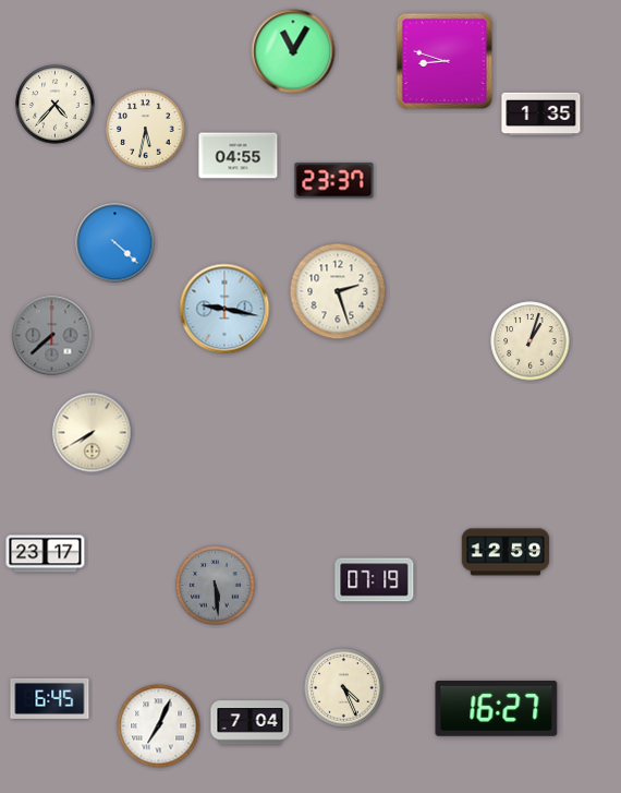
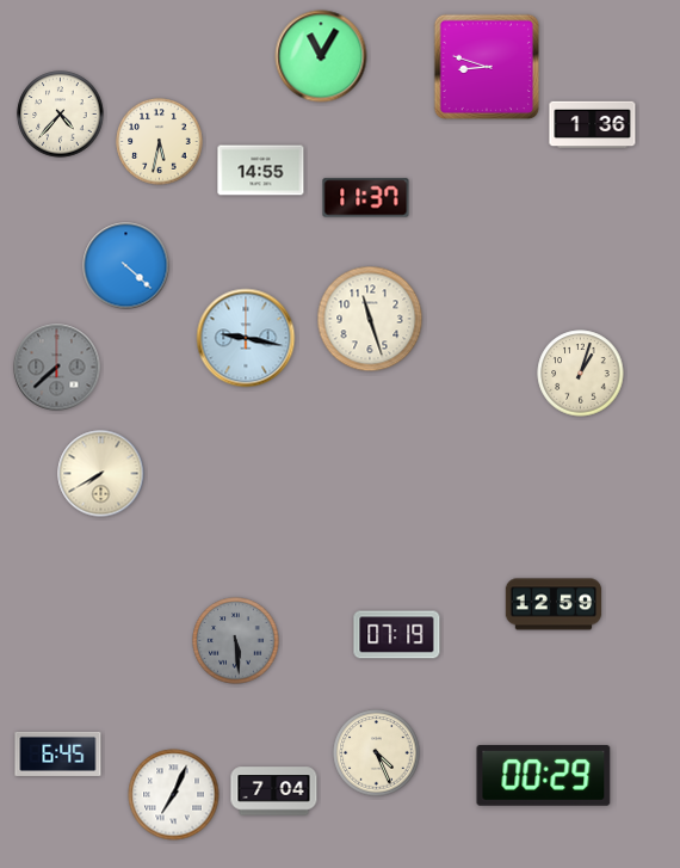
clock at (541, 115): 1:35 -> 1:36
clock at (239, 156): 04:55 -> 14:55
clock at (334, 181): 23:37 -> 11:37
clock at (338, 291): 2:27 -> 11:27
clock at (46, 554): 23:17 -> none
clock at (375, 580) position: (375, 580) -> (397, 635)
clock at (50, 698) position: (50, 698) -> (58, 753)
clock at (497, 708): 16:27 -> 00:29
